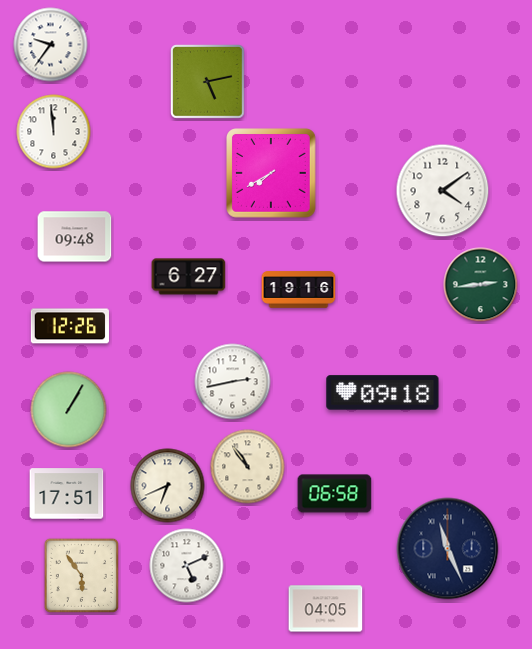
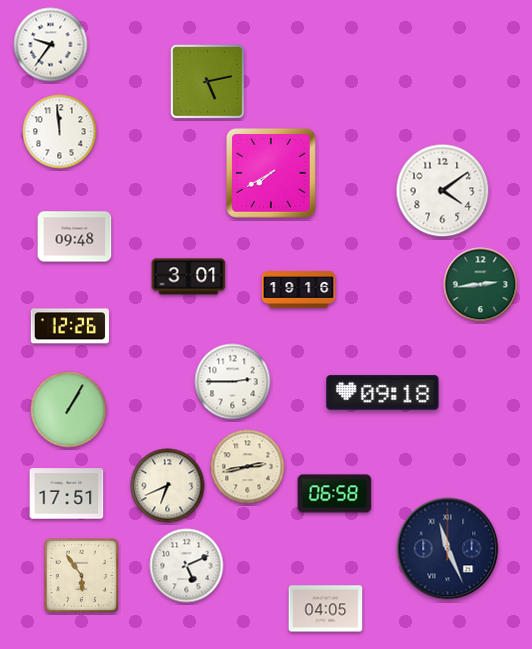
clock at (54, 132) position: (54, 132) -> (60, 132)
clock at (189, 277): 6:27 -> 3:01
clock at (233, 382): 2:43 -> 2:45
clock at (248, 467): 10:54 -> 2:43
